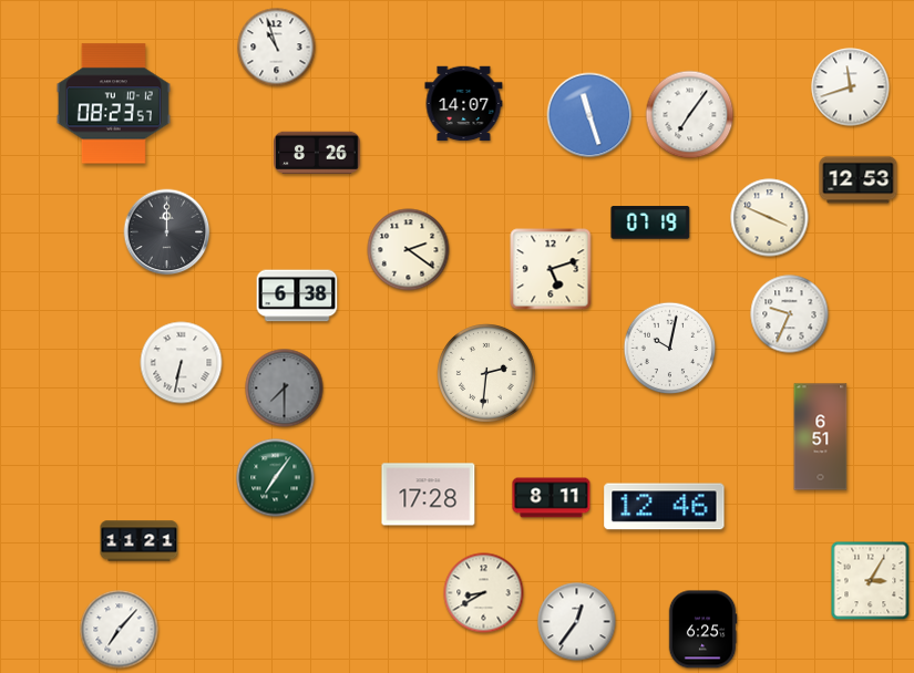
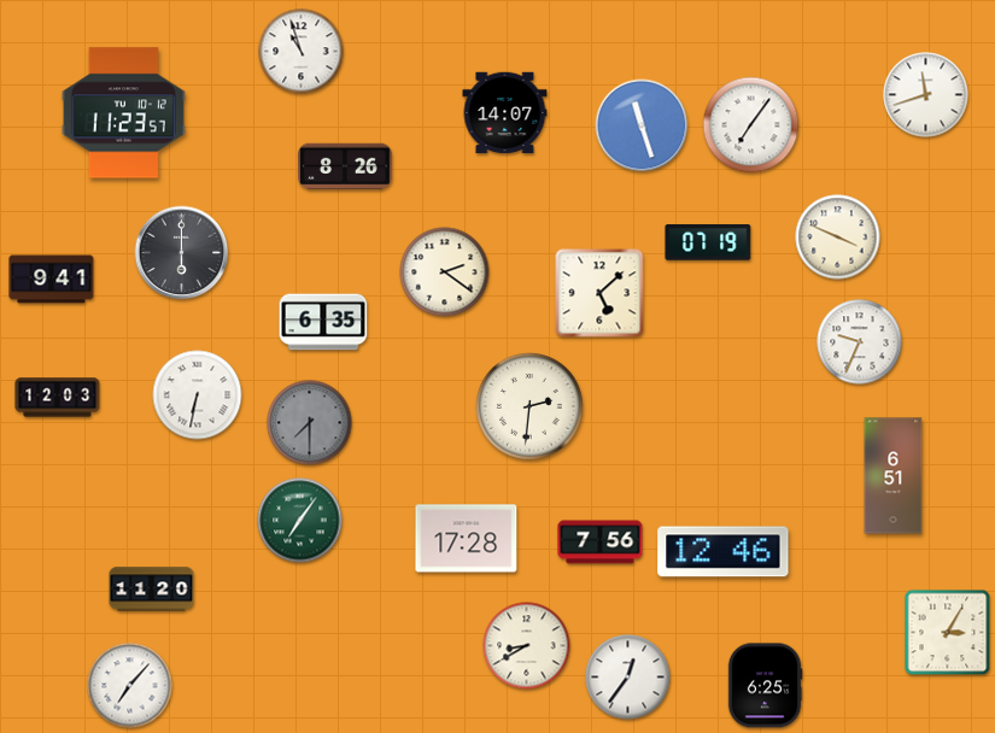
clock at (113, 104): 08:23 -> 11:23
clock at (859, 180): 12:53 -> none
clock at (167, 232): 12:00 -> 6:00
clock at (52, 280): none -> 9:41
clock at (551, 269): 5:12 -> 5:08
clock at (297, 296): 6:38 -> 6:35
clock at (670, 349): 10:02 -> none
clock at (58, 398): none -> 12:03
clock at (552, 498): 8:11 -> 7:56
clock at (140, 541): 11:21 -> 11:20
